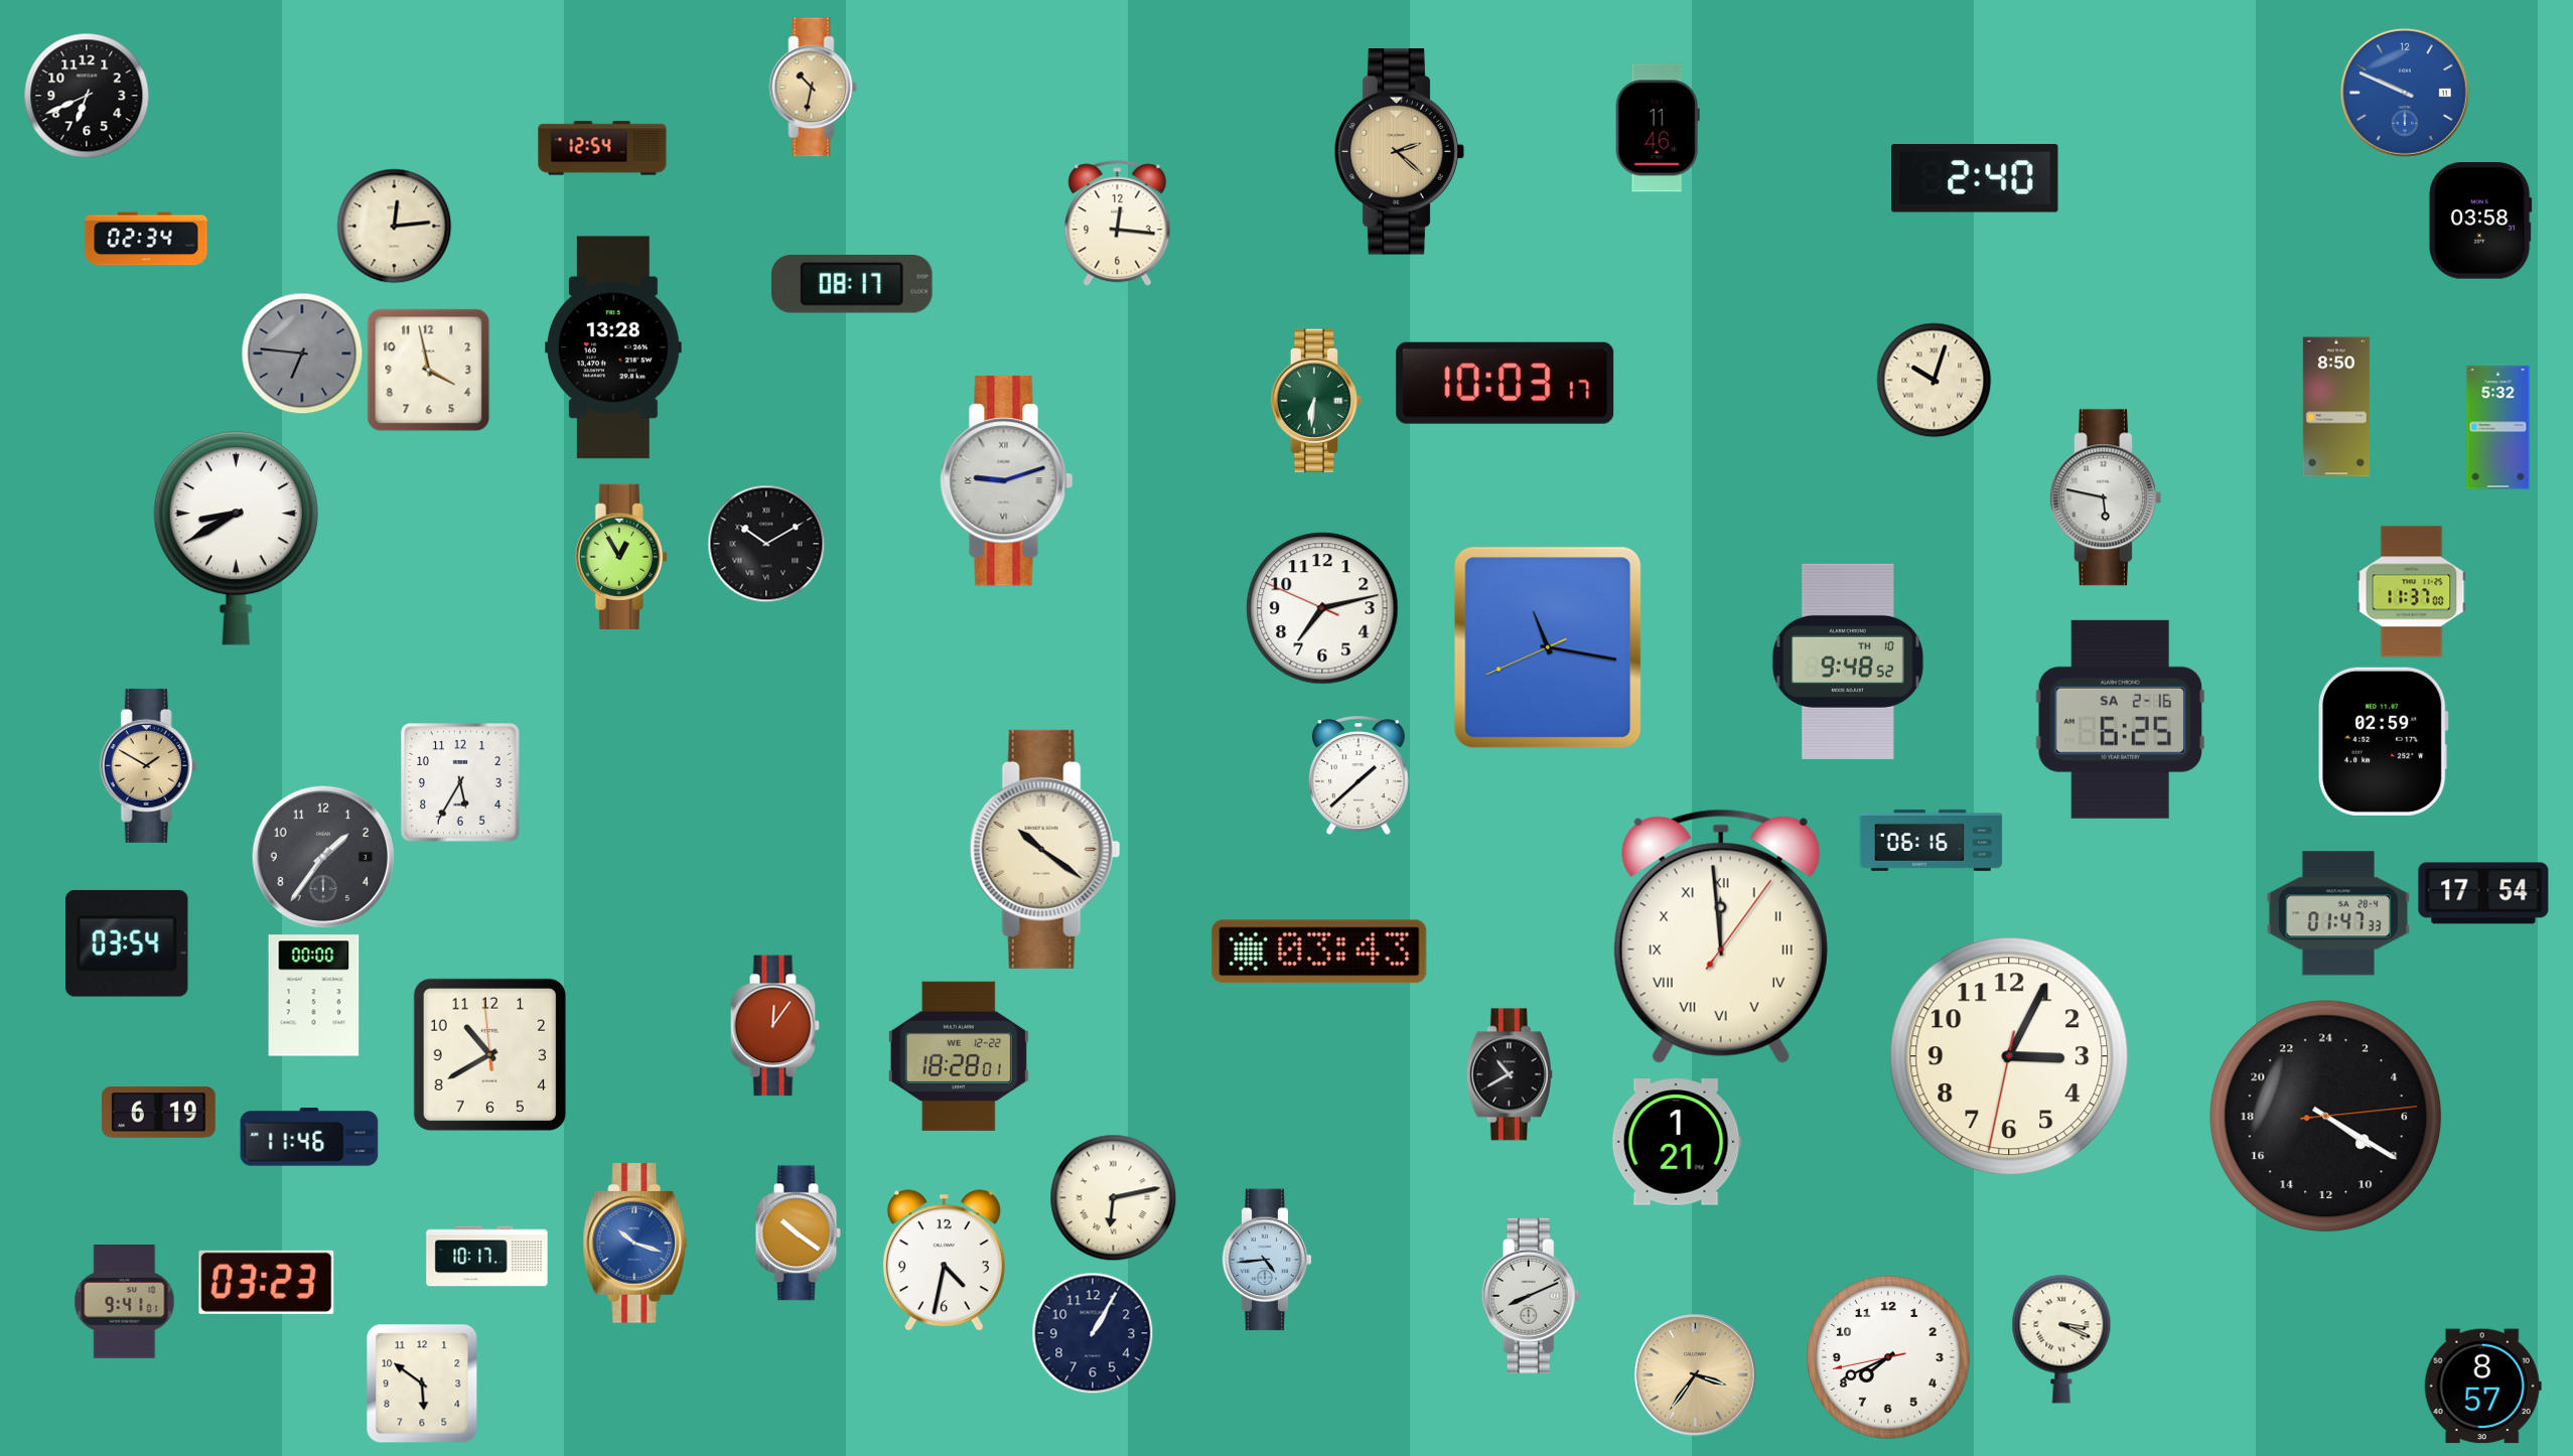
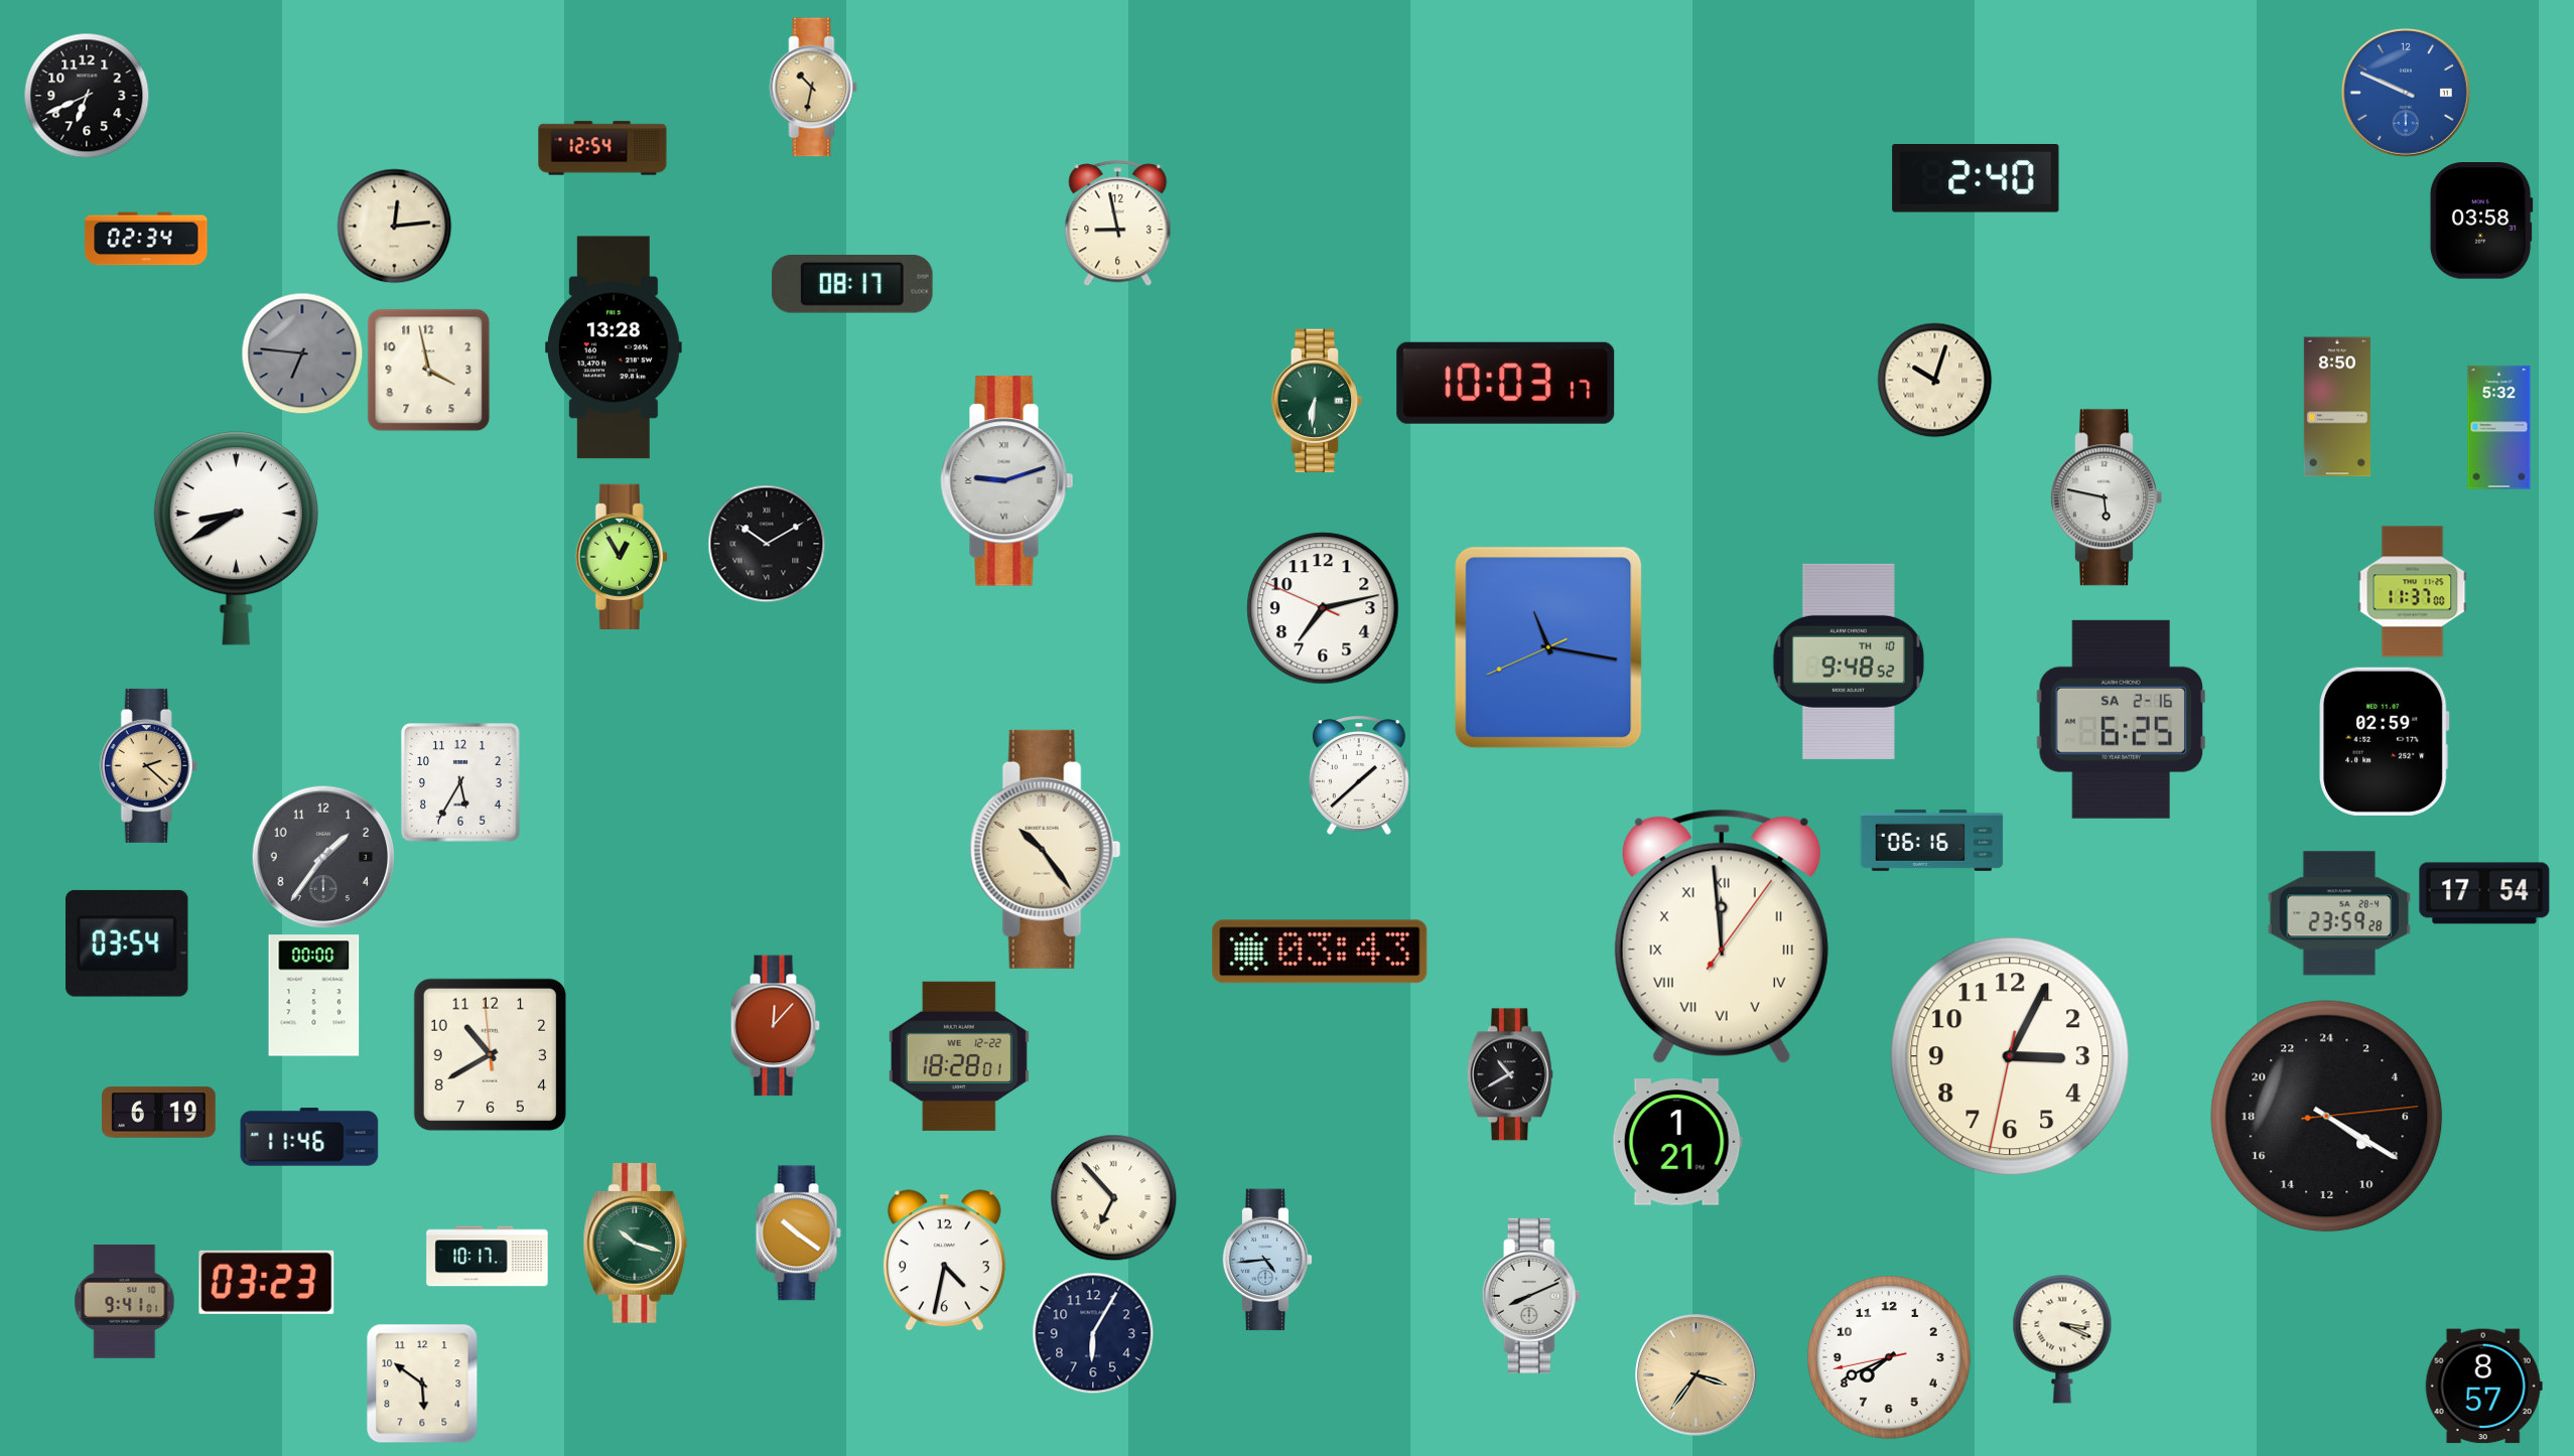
clock at (1658, 128): 11:46 -> none
clock at (1399, 152): 2:22 -> none
clock at (1118, 224): 12:16 -> 8:58
clock at (148, 765): 1:50 -> 2:22
clock at (1045, 849): 10:21 -> 10:24
clock at (2338, 913): 01:47 -> 23:59
clock at (774, 1026): 12:06 -> 12:07
clock at (1114, 1198): 6:13 -> 6:53
clock at (635, 1244) dial: blue -> green
clock at (1093, 1333): 1:05 -> 6:05
